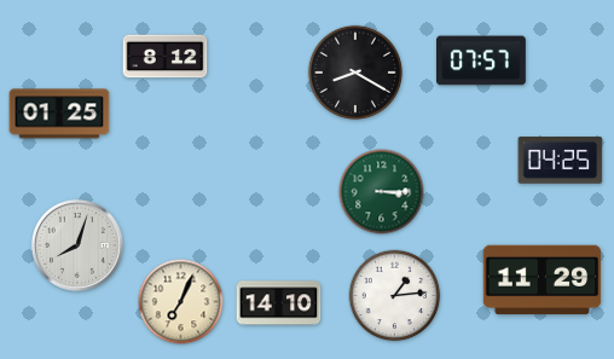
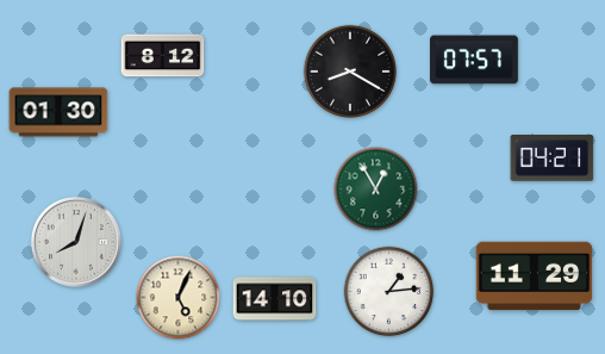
clock at (59, 114): 01:25 -> 01:30
clock at (561, 161): 04:25 -> 04:21
clock at (382, 192): 3:15 -> 12:55
clock at (181, 302): 7:04 -> 5:04
